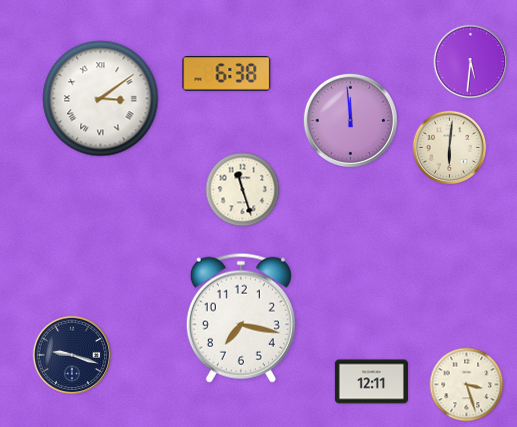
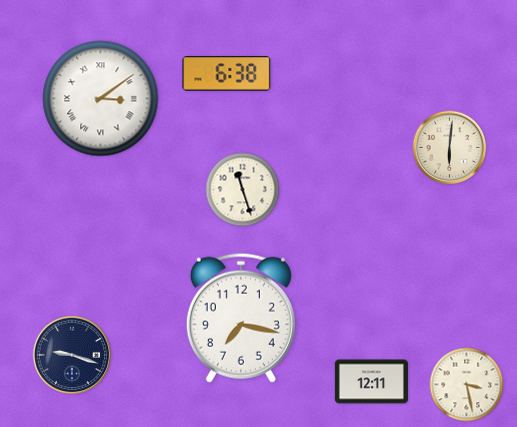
clock at (471, 62): 5:31 -> none
clock at (350, 120): 11:59 -> none
clock at (467, 385): 3:27 -> 3:28
